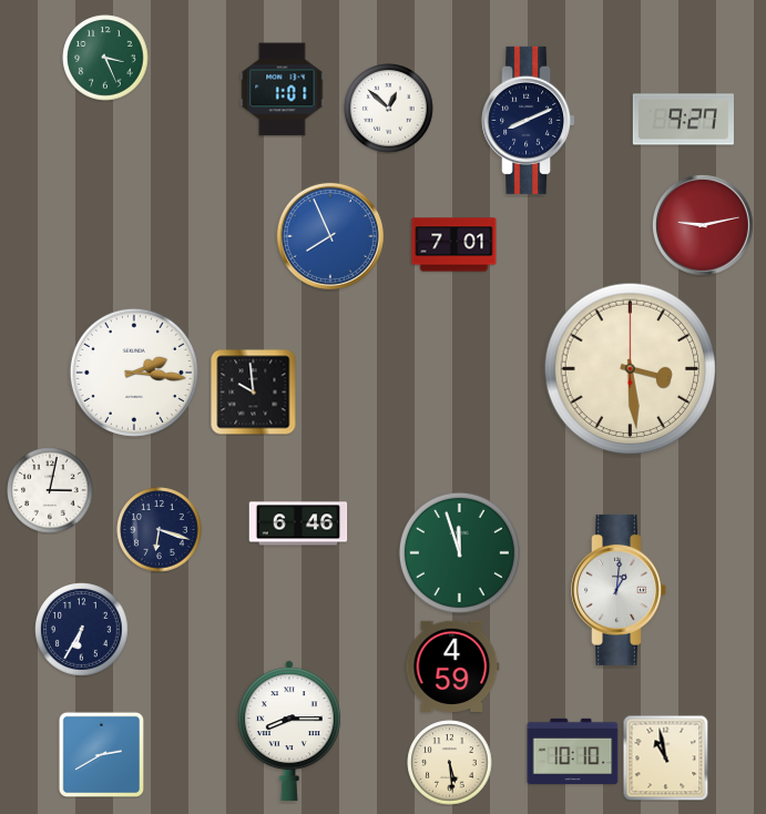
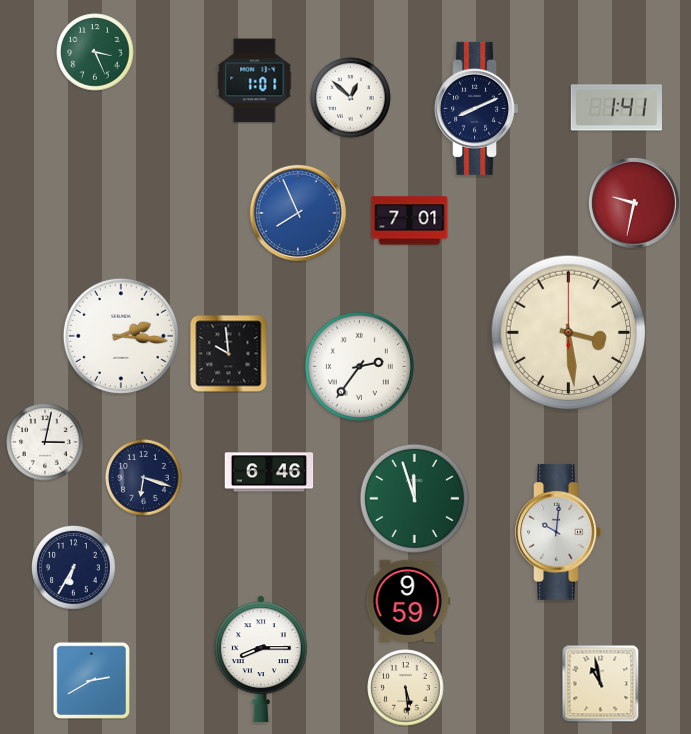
clock at (683, 120): 9:27 -> 1:41
clock at (703, 225): 9:13 -> 9:32
clock at (359, 366): none -> 2:36
clock at (619, 590): 1:01 -> 10:01
clock at (452, 667): 4:59 -> 9:59
clock at (573, 752): 10:10 -> none
